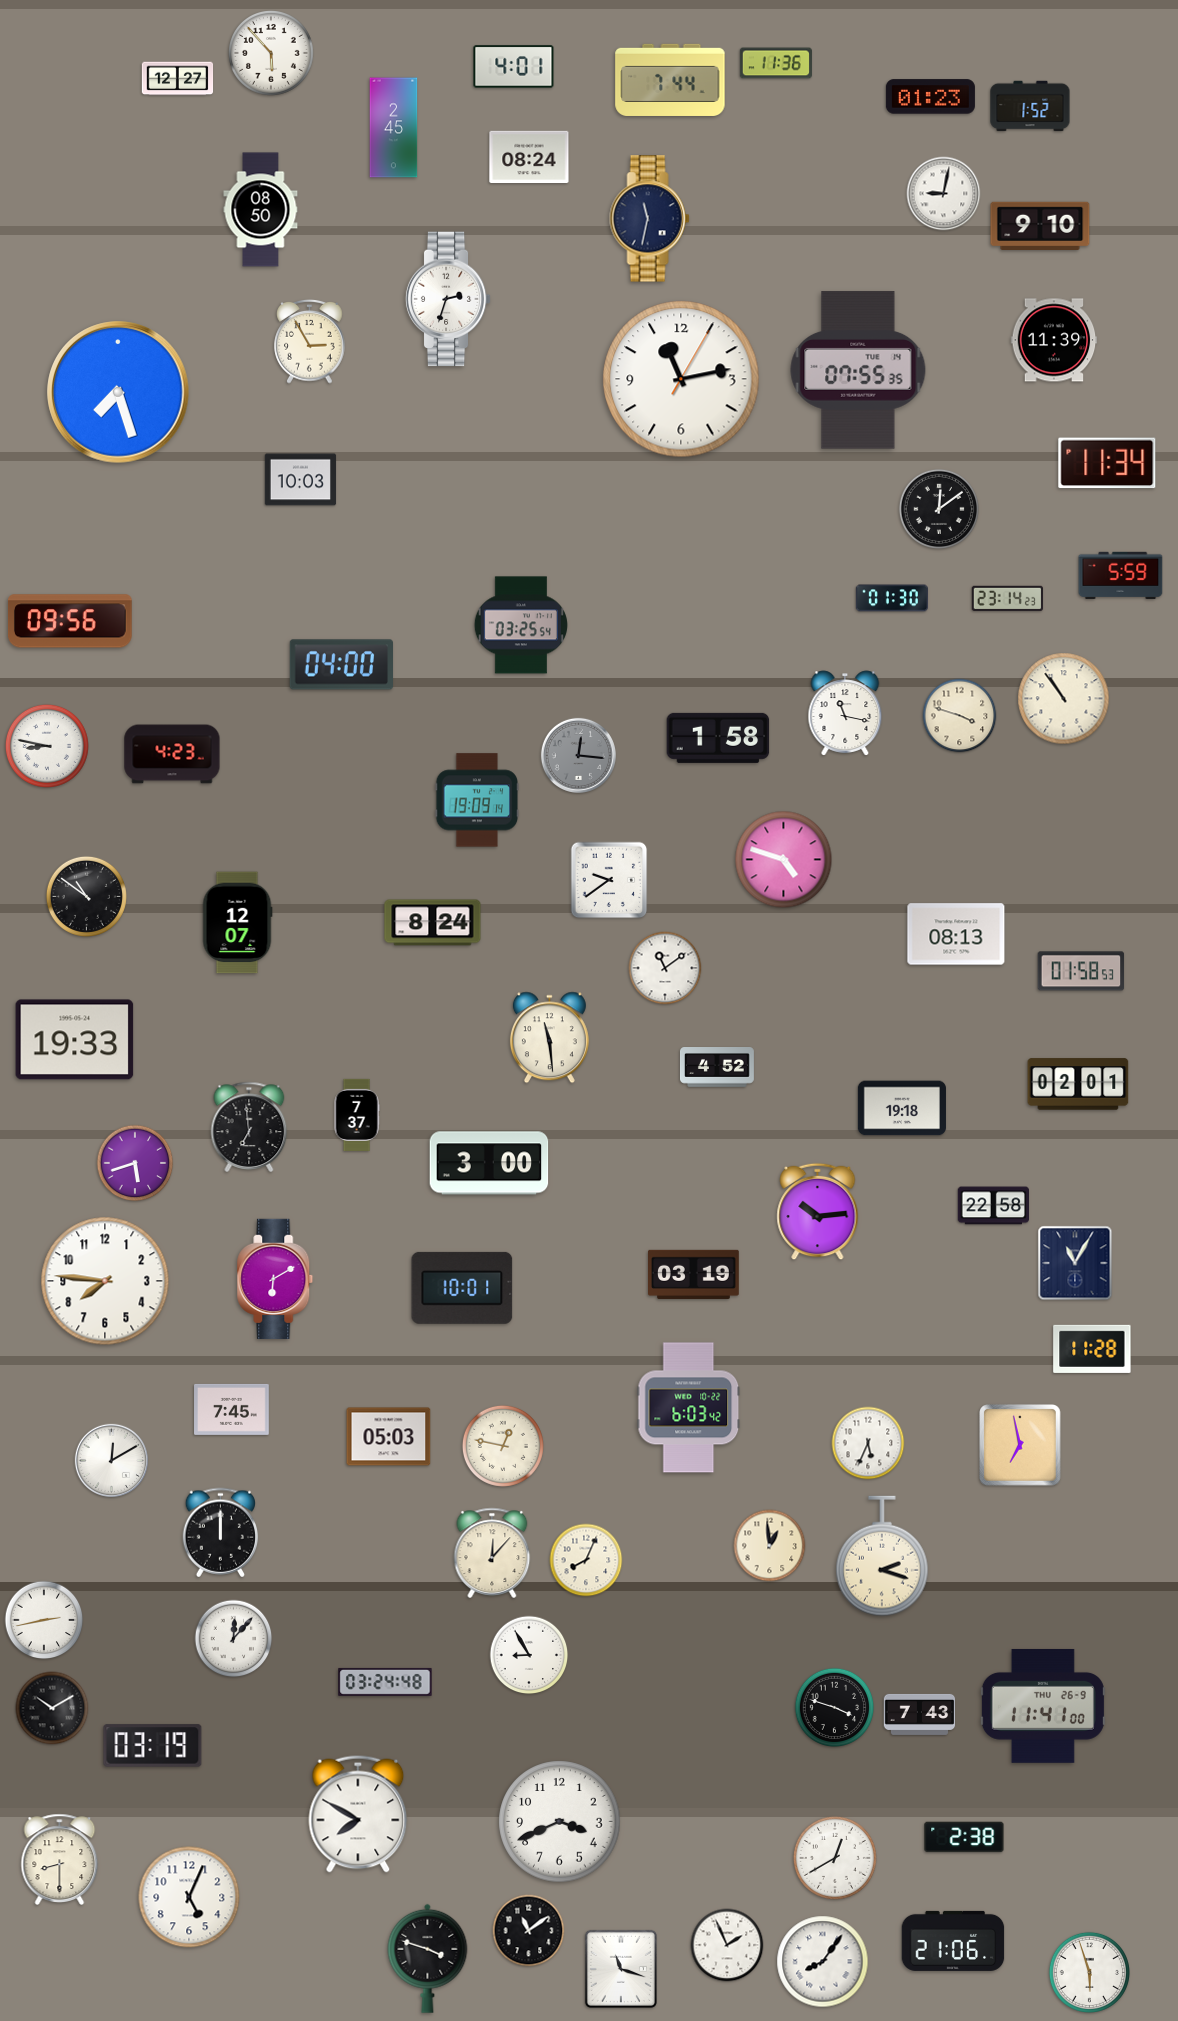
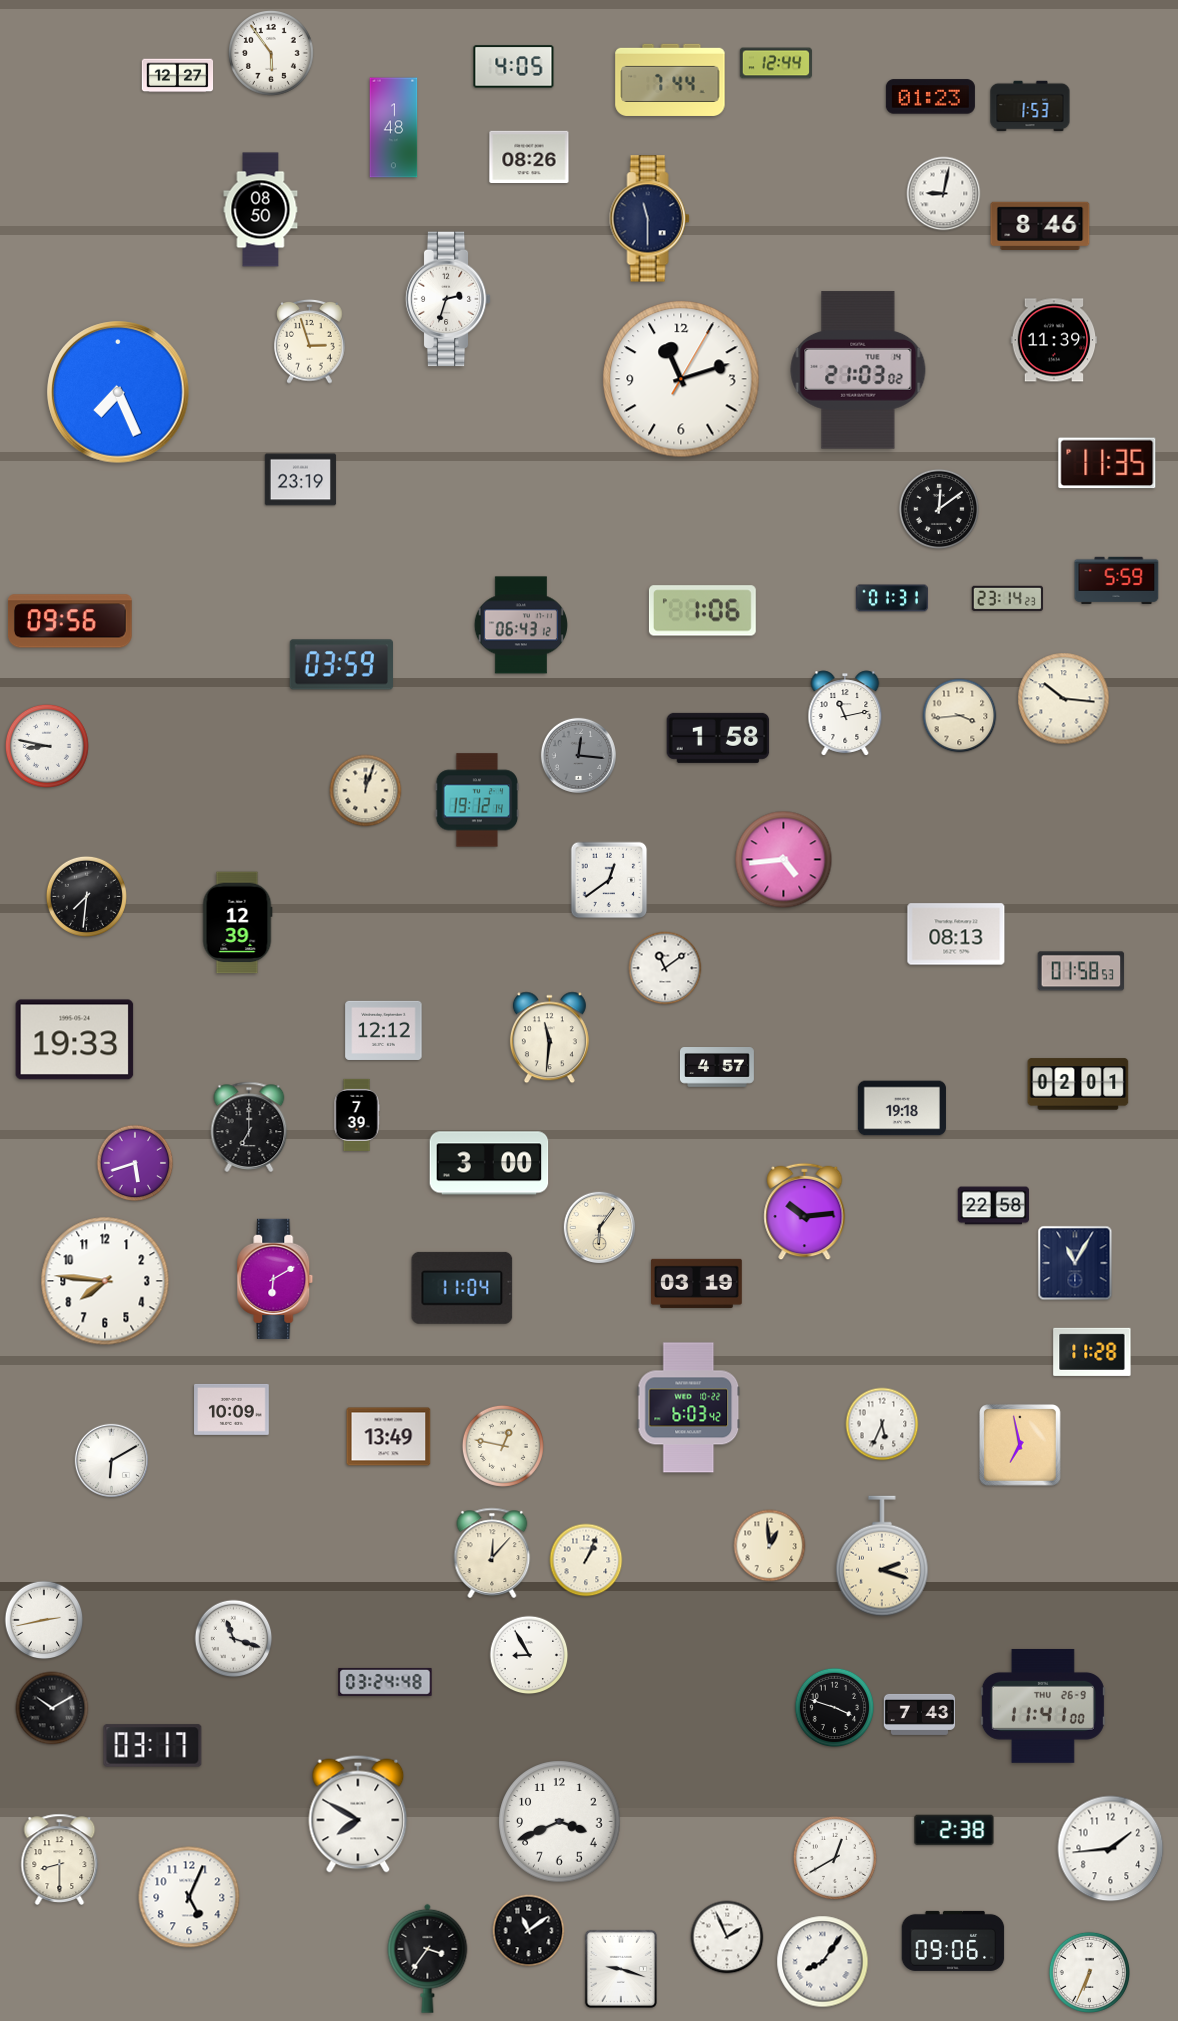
clock at (272, 54): 5:53 -> 5:54
clock at (776, 63): 11:36 -> 12:44
clock at (514, 67): 4:01 -> 4:05
clock at (178, 79) position: (178, 79) -> (178, 76)
clock at (1030, 106): 1:52 -> 1:53
clock at (394, 128): 2:45 -> 1:48
clock at (529, 157): 08:24 -> 08:26
clock at (650, 219): 11:32 -> 11:30
clock at (1040, 225): 9:10 -> 8:46
clock at (310, 341): 2:55 -> 2:57
clock at (858, 370): 07:55 -> 21:03
clock at (681, 379): 11:13 -> 11:12
clock at (118, 392): 7:27 -> 7:26
clock at (1107, 463): 11:34 -> 11:35
clock at (301, 480): 10:03 -> 23:19
clock at (1121, 575) position: (1121, 575) -> (1117, 580)
clock at (892, 598): 01:30 -> 01:31
clock at (702, 611): none -> 1:06
clock at (521, 625): 03:25 -> 06:43
clock at (341, 665): 04:00 -> 03:59
clock at (1064, 699): 10:54 -> 10:16
clock at (845, 713): 11:17 -> 11:13
clock at (960, 716): 3:48 -> 3:44
clock at (172, 754): 4:23 -> none
clock at (366, 791): none -> 12:03
clock at (477, 800): 19:09 -> 19:12
clock at (784, 860): 4:48 -> 4:44
clock at (609, 880): 9:39 -> 12:39
clock at (86, 896): 10:51 -> 7:31
clock at (237, 923): 12:07 -> 12:39
clock at (433, 923): 8:24 -> none
clock at (384, 1030): none -> 12:12
clock at (549, 1038): 11:29 -> 11:31
clock at (717, 1067): 4:52 -> 4:57
clock at (357, 1114): 7:37 -> 7:39
clock at (249, 1127): 6:59 -> 7:00
clock at (818, 1212) position: (818, 1212) -> (805, 1212)
clock at (600, 1228): none -> 6:06
clock at (694, 1274) position: (694, 1274) -> (697, 1283)
clock at (462, 1288): 10:01 -> 11:04
clock at (1092, 1349) position: (1092, 1349) -> (1092, 1352)
clock at (232, 1409): 7:45 -> 10:09
clock at (389, 1437): 05:03 -> 13:49
clock at (868, 1443) position: (868, 1443) -> (882, 1424)
clock at (111, 1460): 12:10 -> 6:10
clock at (221, 1533): 12:00 -> none
clock at (586, 1560): 8:04 -> 1:04
clock at (234, 1639): 12:07 -> 11:18
clock at (153, 1746): 03:19 -> 03:17
clock at (964, 1837) position: (964, 1837) -> (954, 1830)
clock at (1111, 1849): none -> 1:44
clock at (953, 1941): 21:06 -> 09:06
clock at (727, 1945) position: (727, 1945) -> (727, 1937)
clock at (428, 1958): 3:48 -> 3:36
clock at (621, 1969): 11:18 -> 9:18
clock at (1089, 1972): 5:57 -> 6:34
